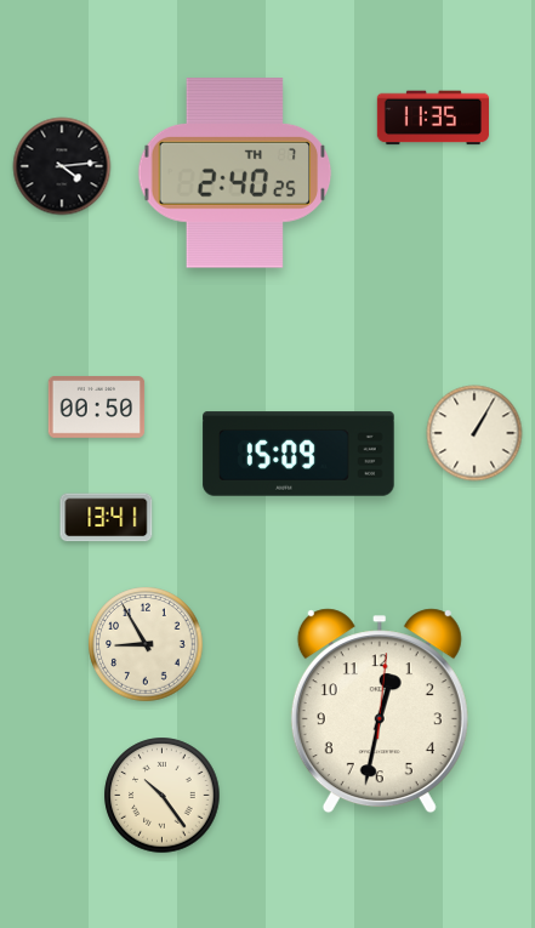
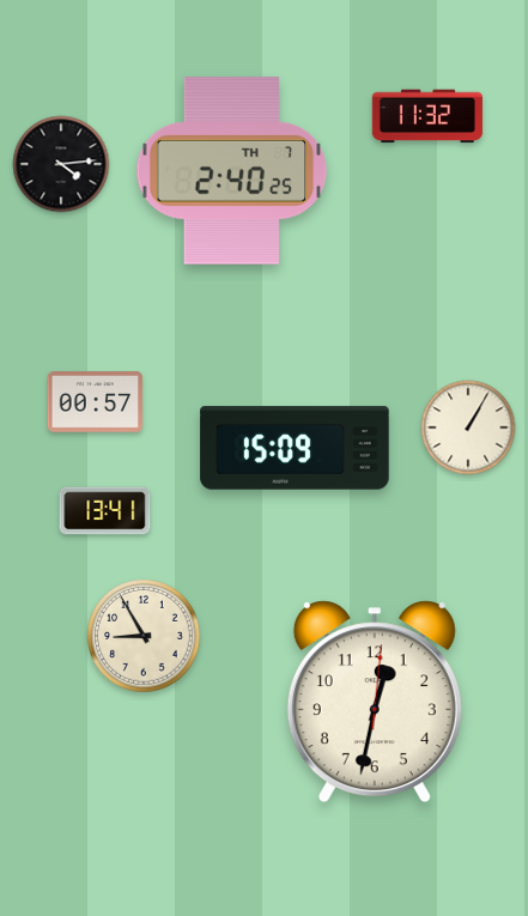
clock at (433, 118): 11:35 -> 11:32
clock at (97, 408): 00:50 -> 00:57
clock at (163, 796): 10:24 -> none
